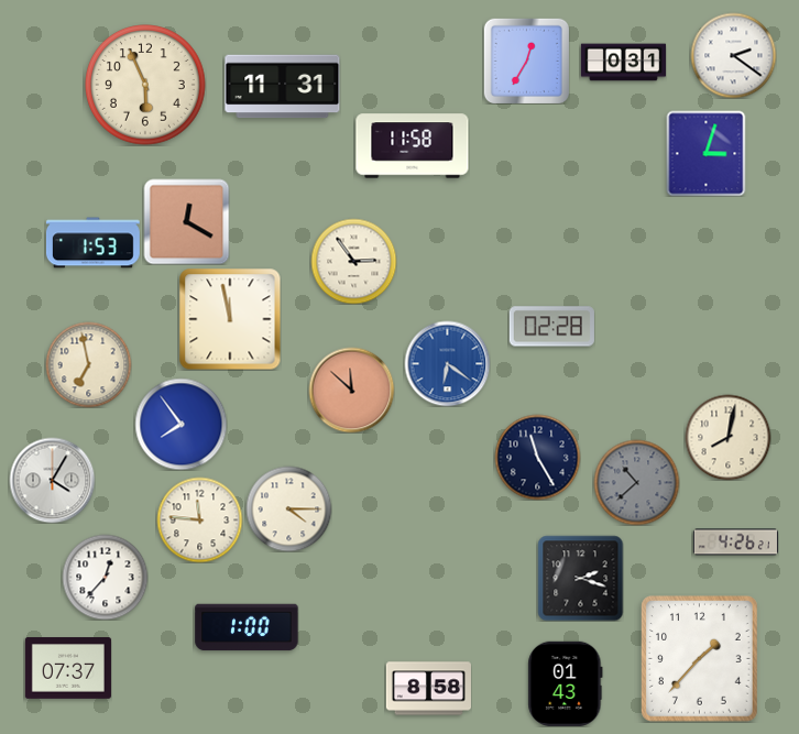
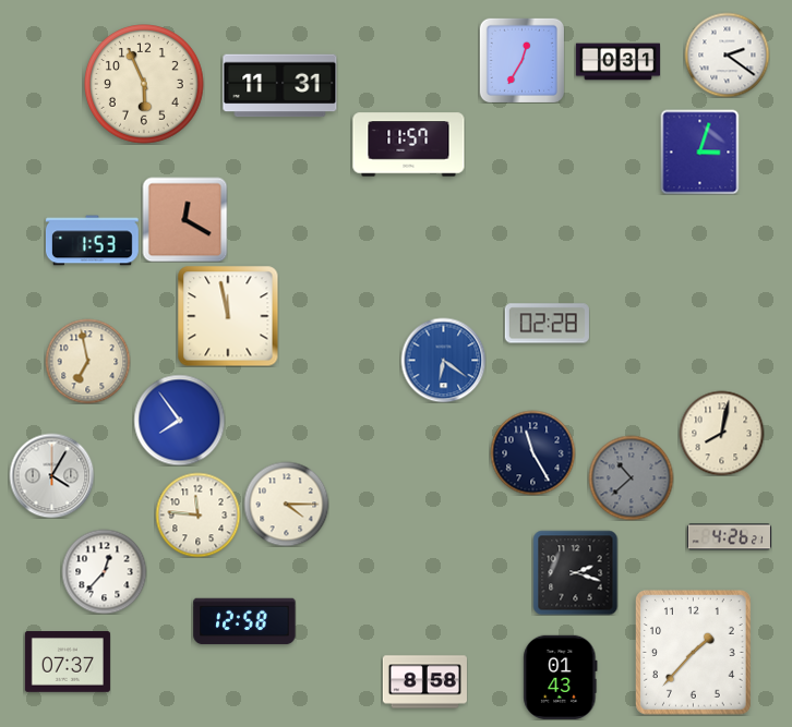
clock at (413, 146): 11:58 -> 11:57
clock at (353, 261): 2:54 -> none
clock at (351, 390): 11:52 -> none
clock at (247, 627): 1:00 -> 12:58
